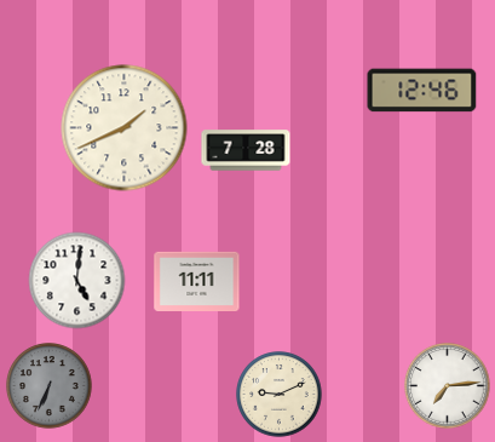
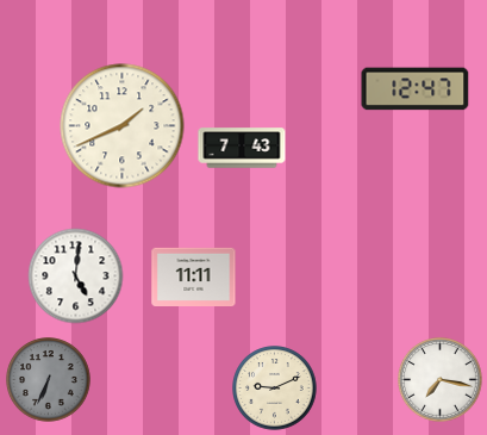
clock at (422, 91): 12:46 -> 12:47
clock at (246, 150): 7:28 -> 7:43
clock at (448, 386): 7:14 -> 7:17
